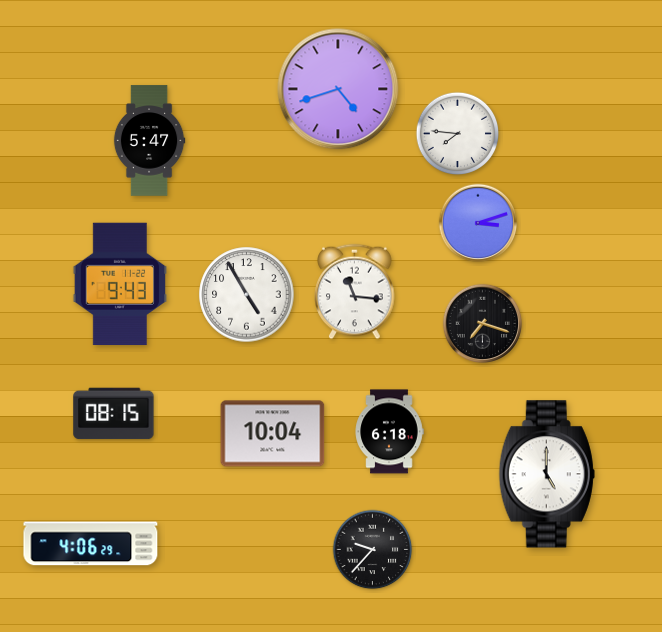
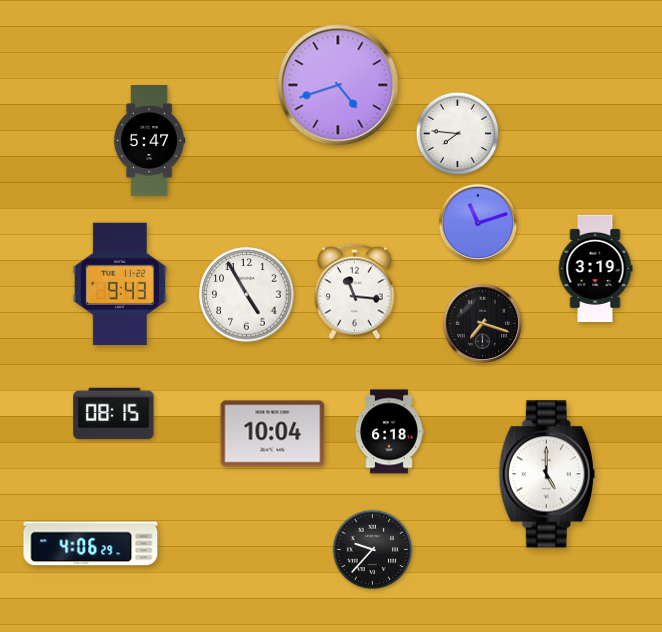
clock at (338, 89) position: (338, 89) -> (338, 85)
clock at (478, 223): 3:12 -> 11:12
clock at (595, 268): none -> 3:19
